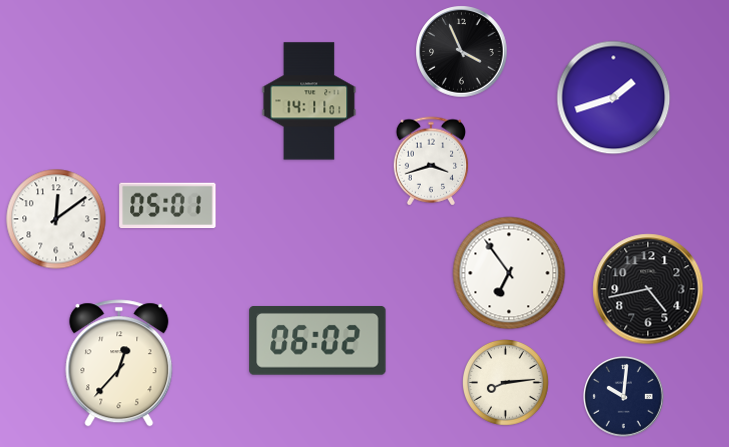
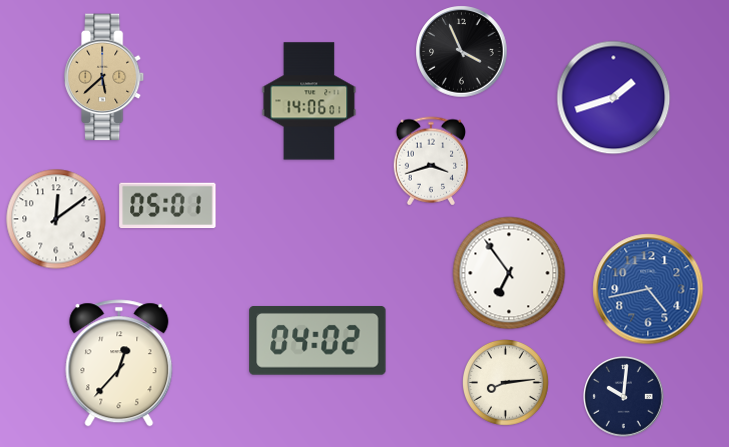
clock at (105, 77): none -> 5:38
clock at (309, 101): 14:11 -> 14:06
clock at (648, 289) dial: black -> blue
clock at (318, 341): 06:02 -> 04:02
